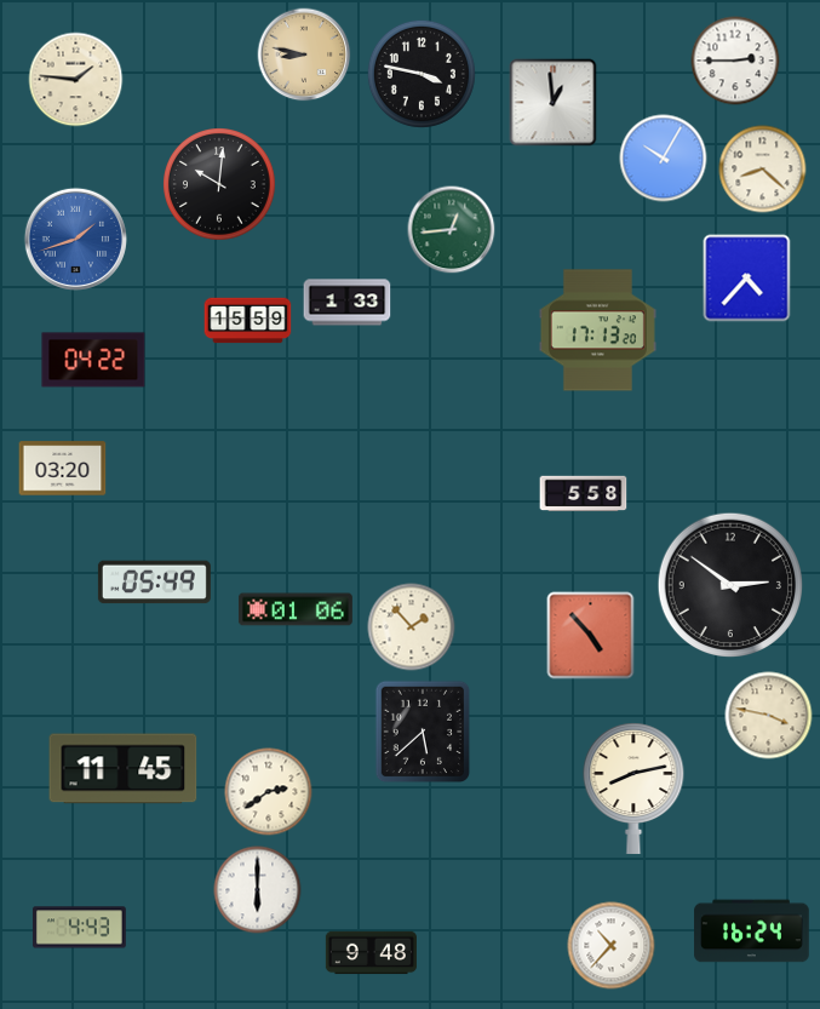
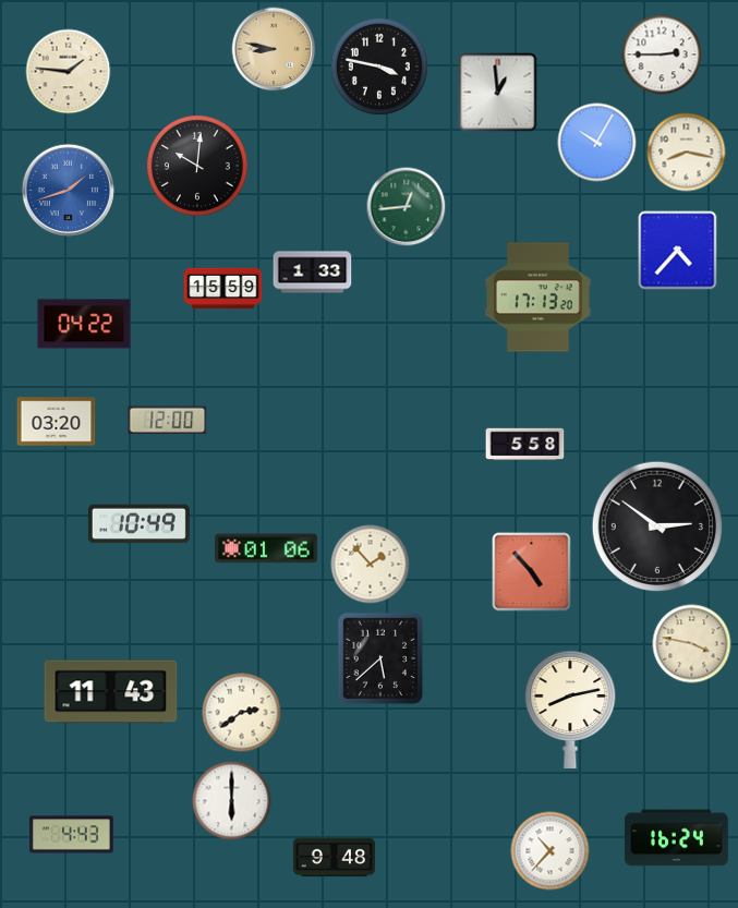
clock at (763, 170): 8:22 -> 8:17
clock at (75, 239) position: (75, 239) -> (68, 190)
clock at (747, 279) position: (747, 279) -> (678, 251)
clock at (168, 421): none -> 12:00
clock at (154, 583): 05:49 -> 10:49
clock at (124, 769): 11:45 -> 11:43
